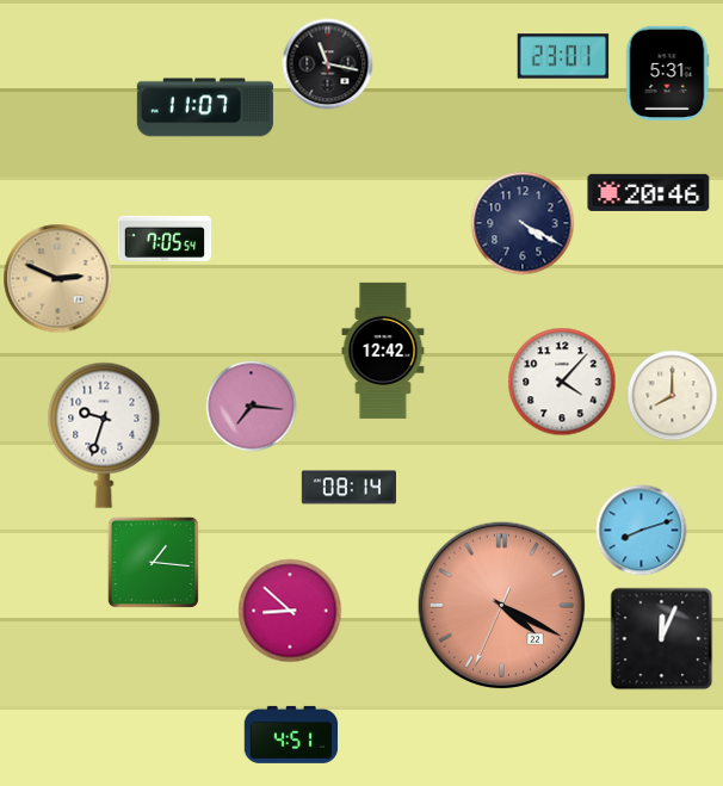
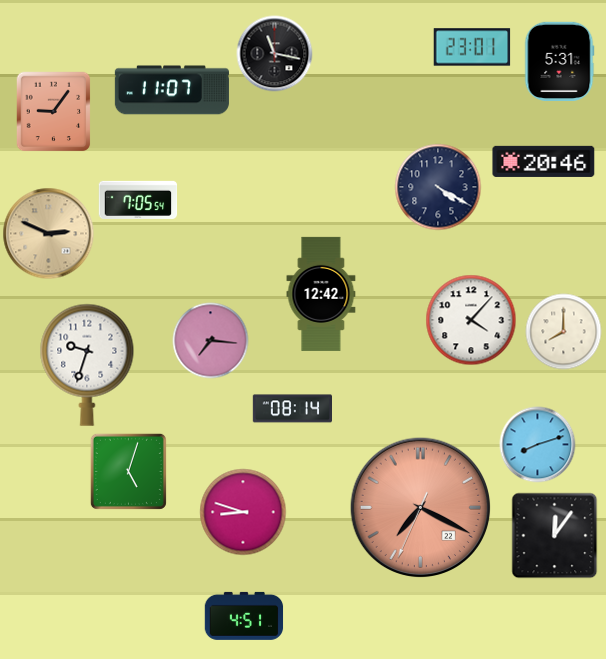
clock at (54, 112): none -> 9:06
clock at (153, 562): 1:16 -> 5:03
clock at (502, 606): 4:19 -> 7:19
clock at (290, 611): 8:52 -> 8:48
clock at (662, 639): 12:04 -> 12:06
